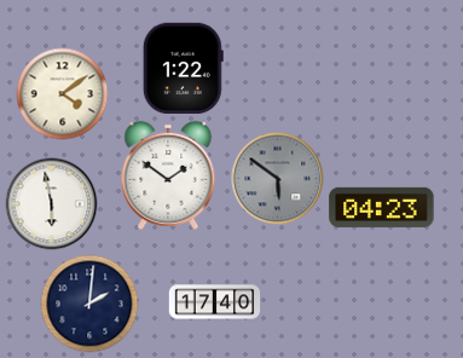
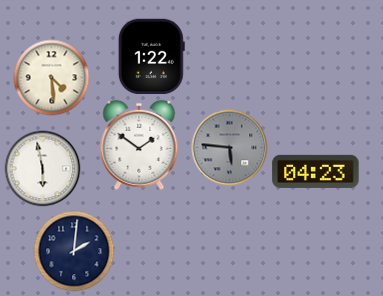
clock at (63, 94): 4:09 -> 4:29
clock at (278, 179): 5:51 -> 5:46
clock at (215, 302): 17:40 -> none
